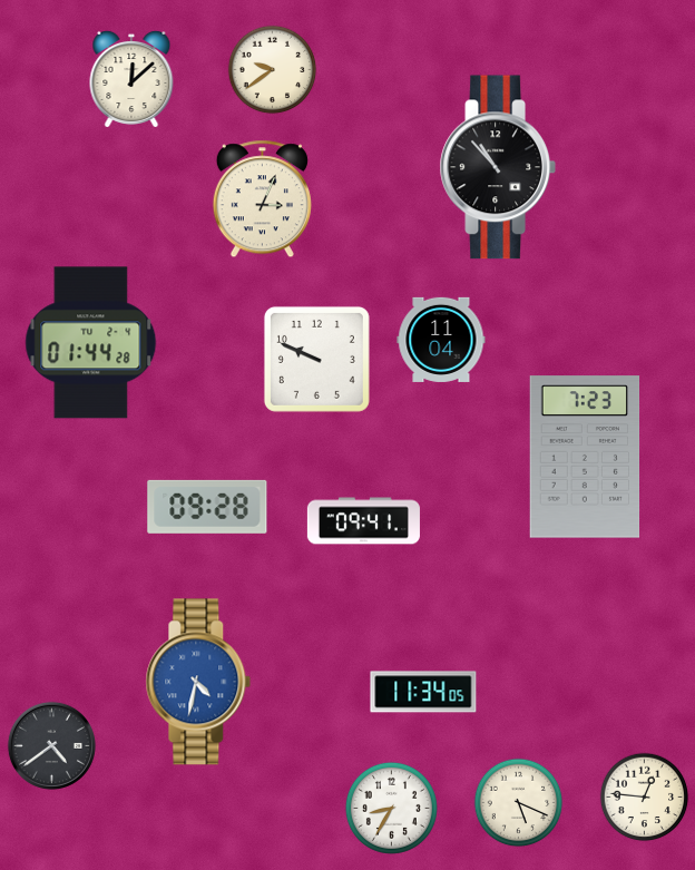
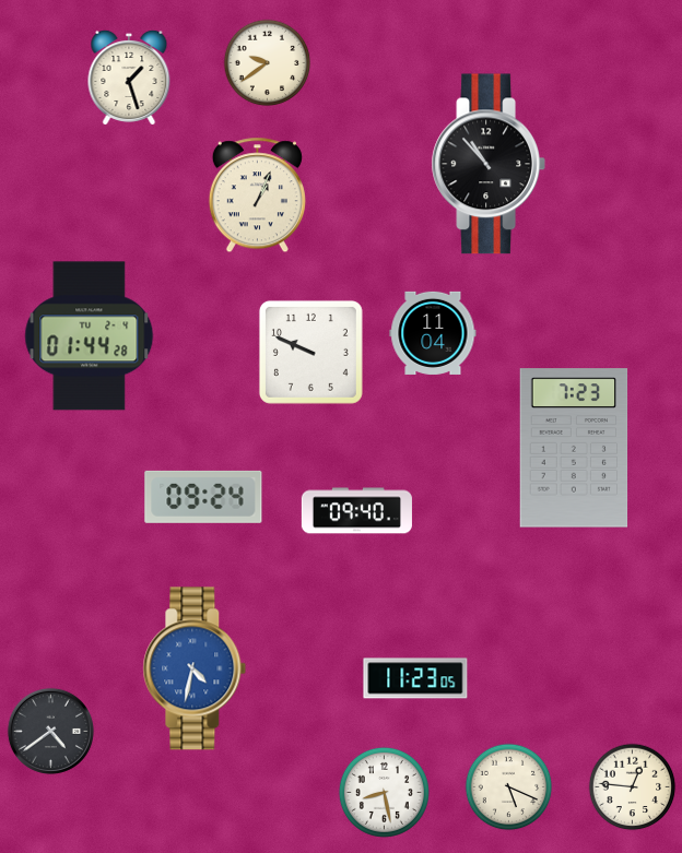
clock at (273, 70) position: (273, 70) -> (268, 63)
clock at (131, 79): 12:08 -> 1:27
clock at (262, 199): 3:04 -> 1:04
clock at (207, 507): 09:28 -> 09:24
clock at (363, 521): 09:41 -> 09:40
clock at (423, 692): 11:34 -> 11:23
clock at (645, 798) position: (645, 798) -> (633, 787)
clock at (391, 808): 8:35 -> 8:28
